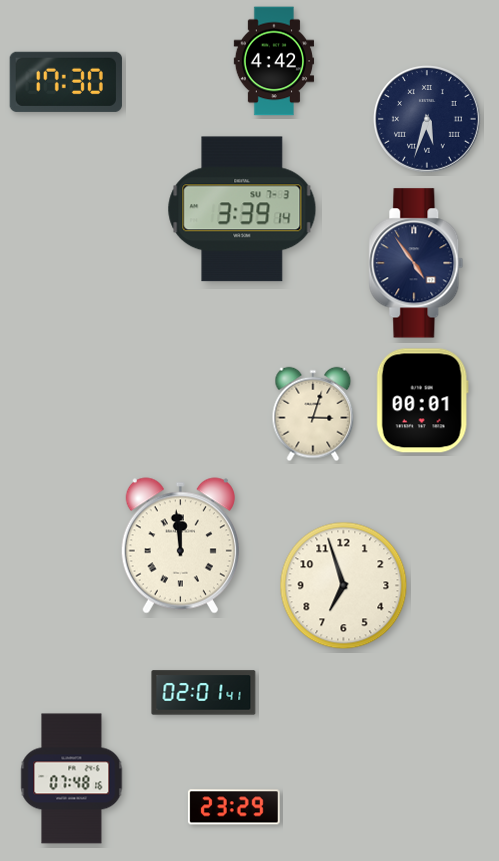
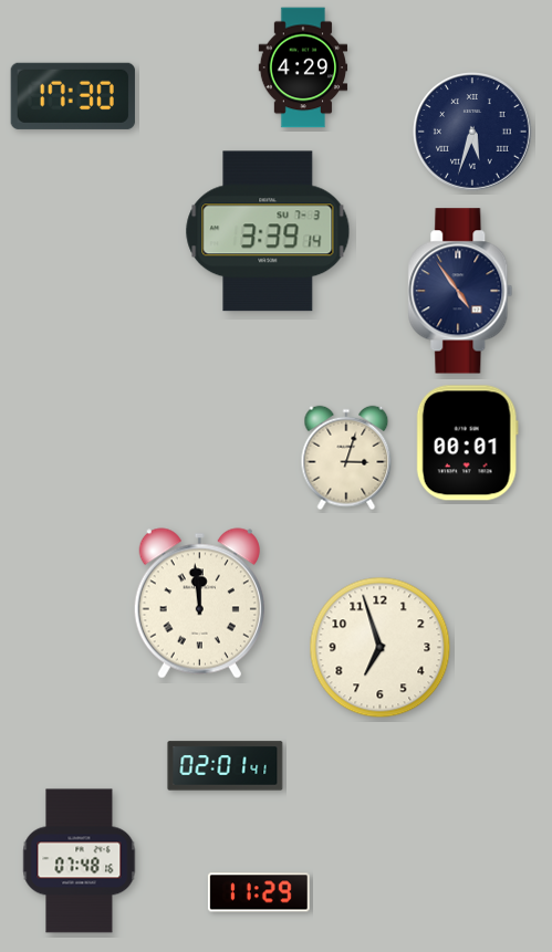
clock at (274, 61): 4:42 -> 4:29
clock at (66, 82) position: (66, 82) -> (73, 96)
clock at (234, 807): 23:29 -> 11:29
